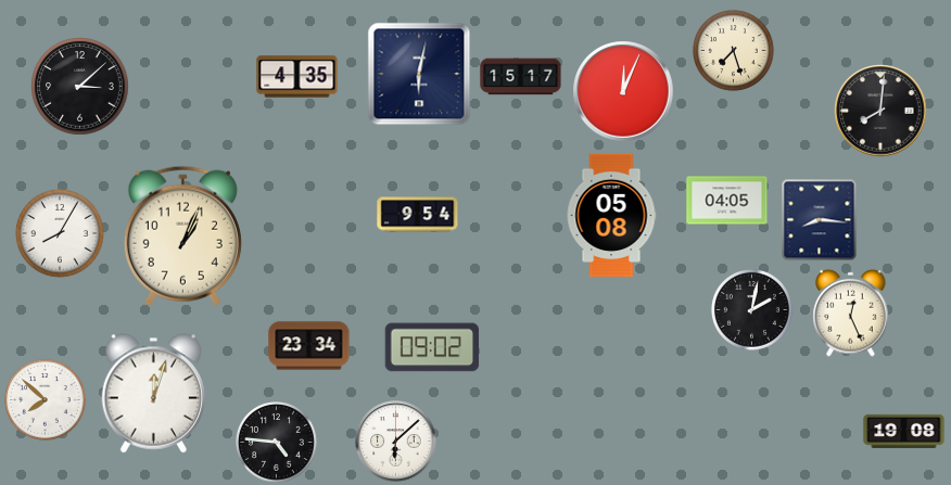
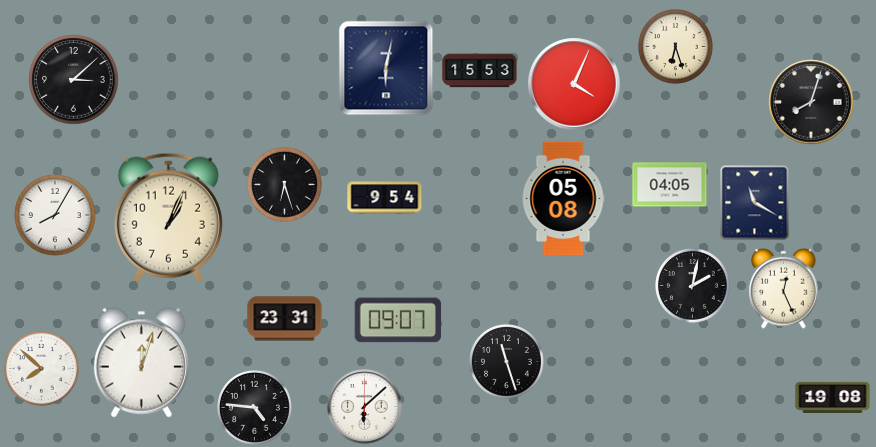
clock at (734, 51): 7:27 -> 6:27
clock at (297, 77): 4:35 -> none
clock at (521, 77): 15:17 -> 15:53
clock at (623, 91): 12:04 -> 4:04
clock at (880, 111): 8:01 -> 8:03
clock at (285, 185): none -> 6:27
clock at (820, 220): 8:16 -> 11:20
clock at (309, 346): 23:34 -> 23:31
clock at (432, 347): 09:02 -> 09:07
clock at (507, 362): none -> 11:27
